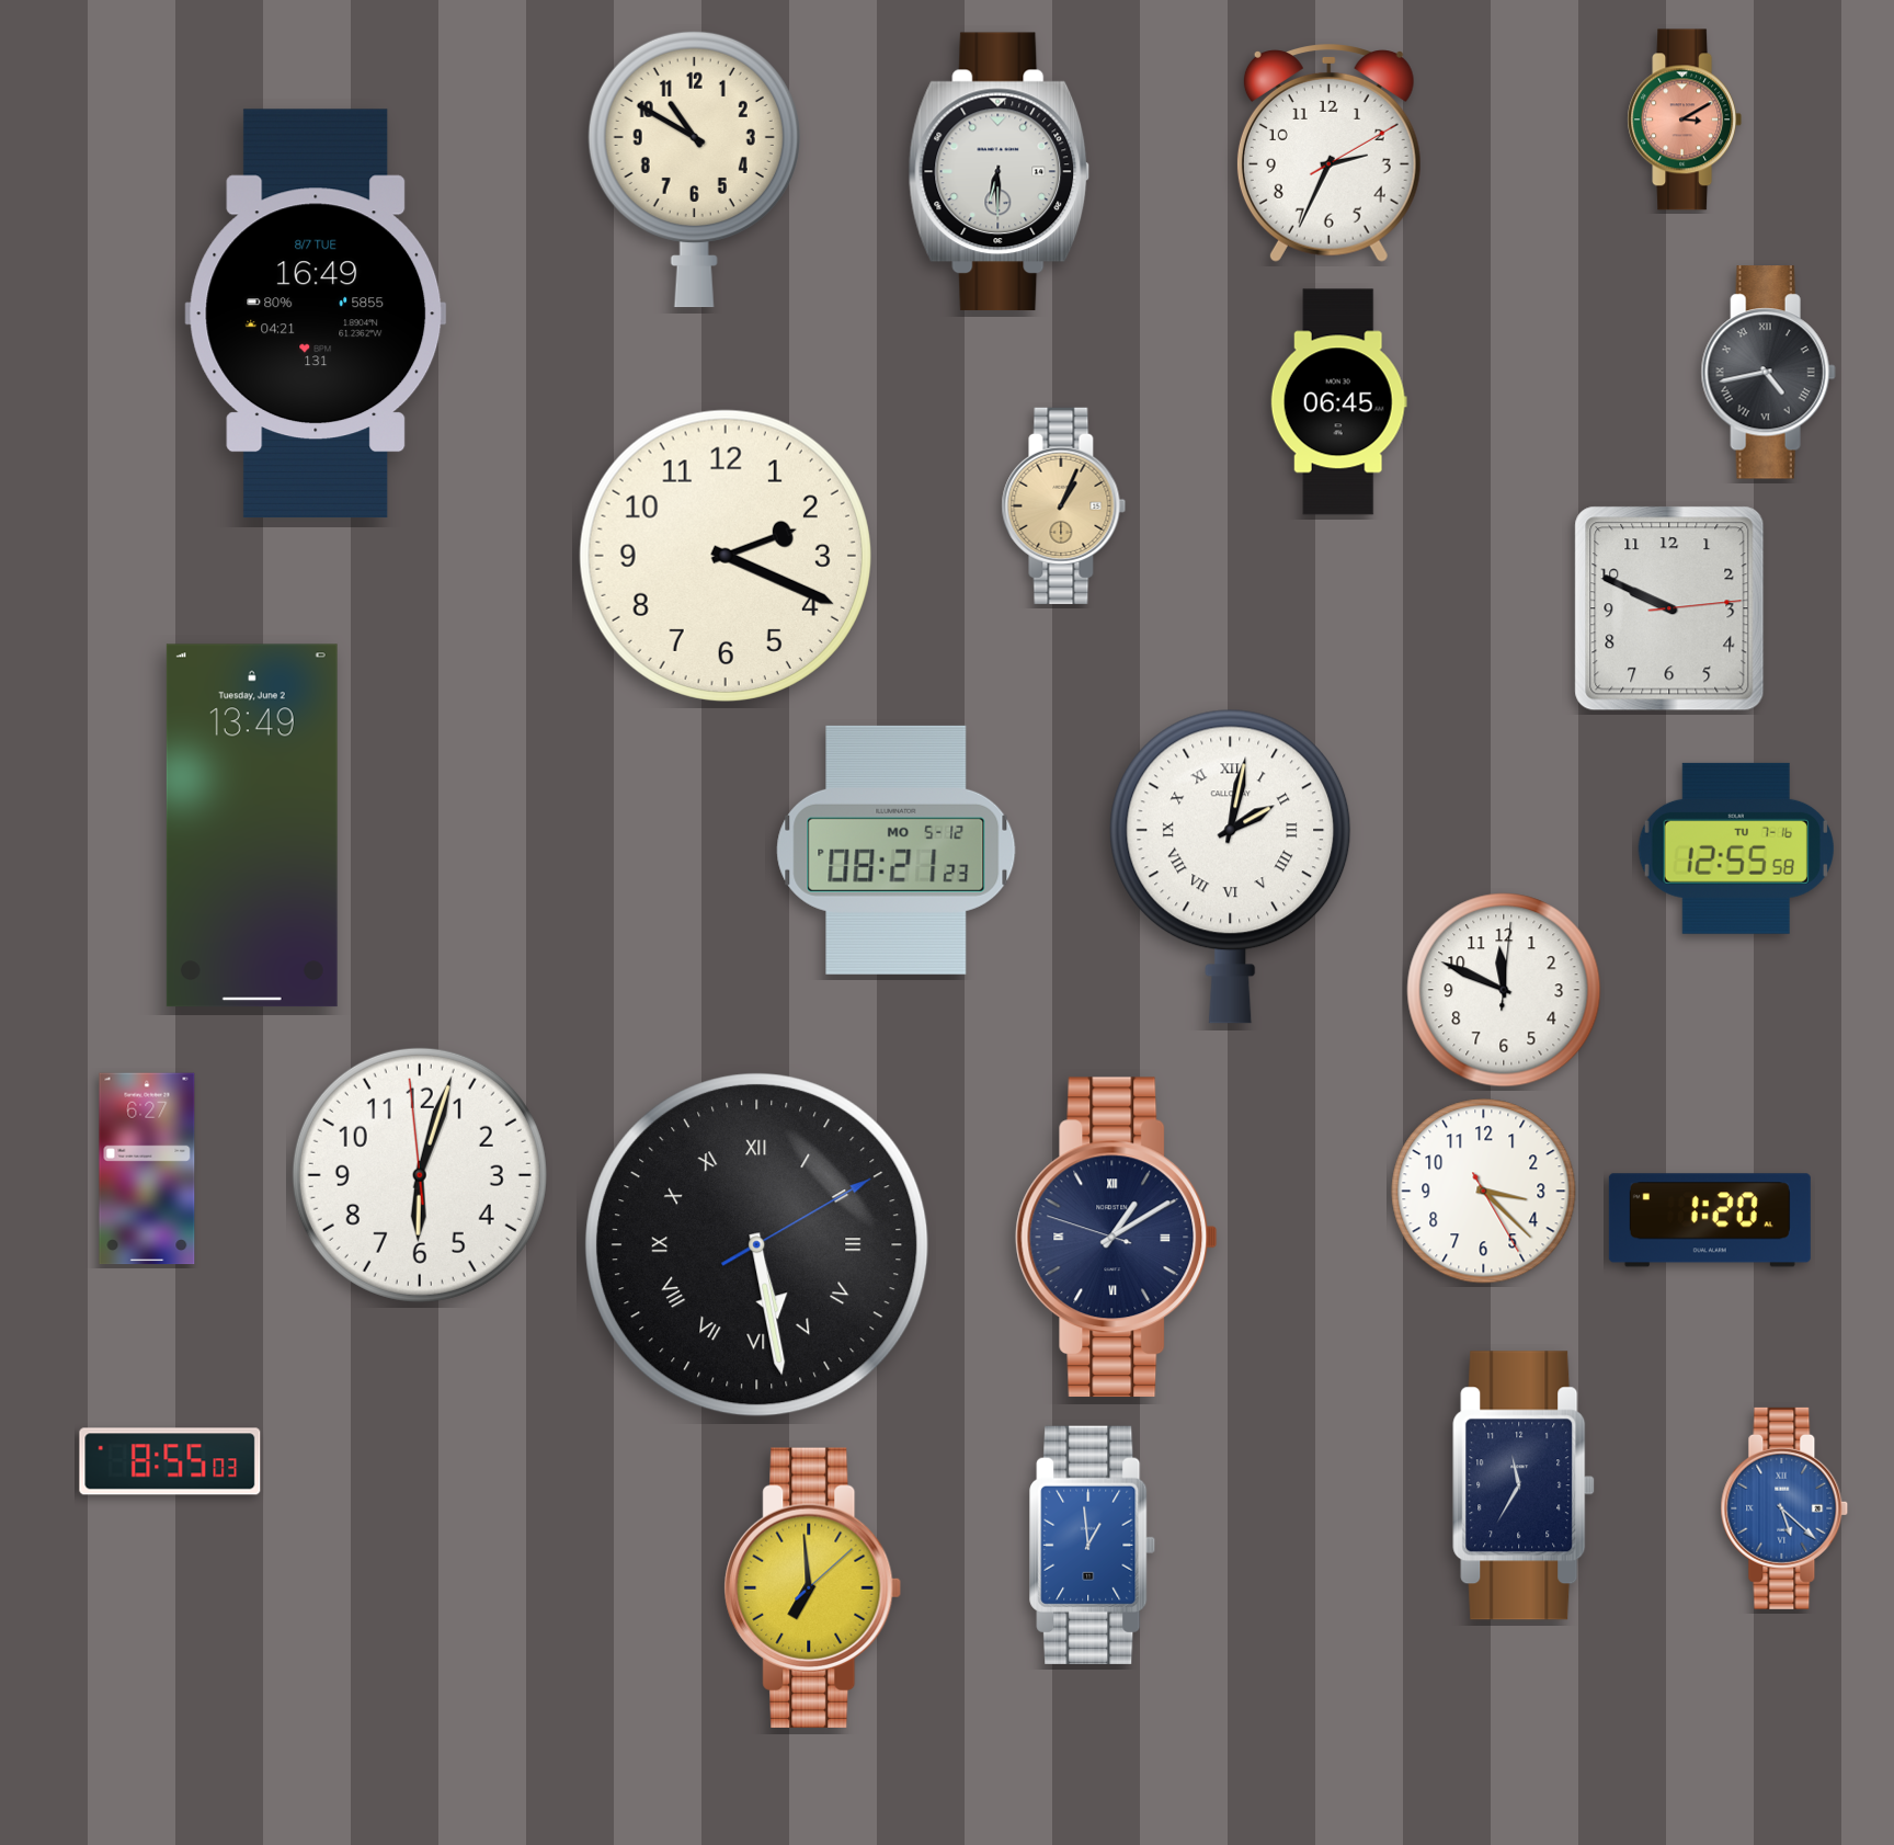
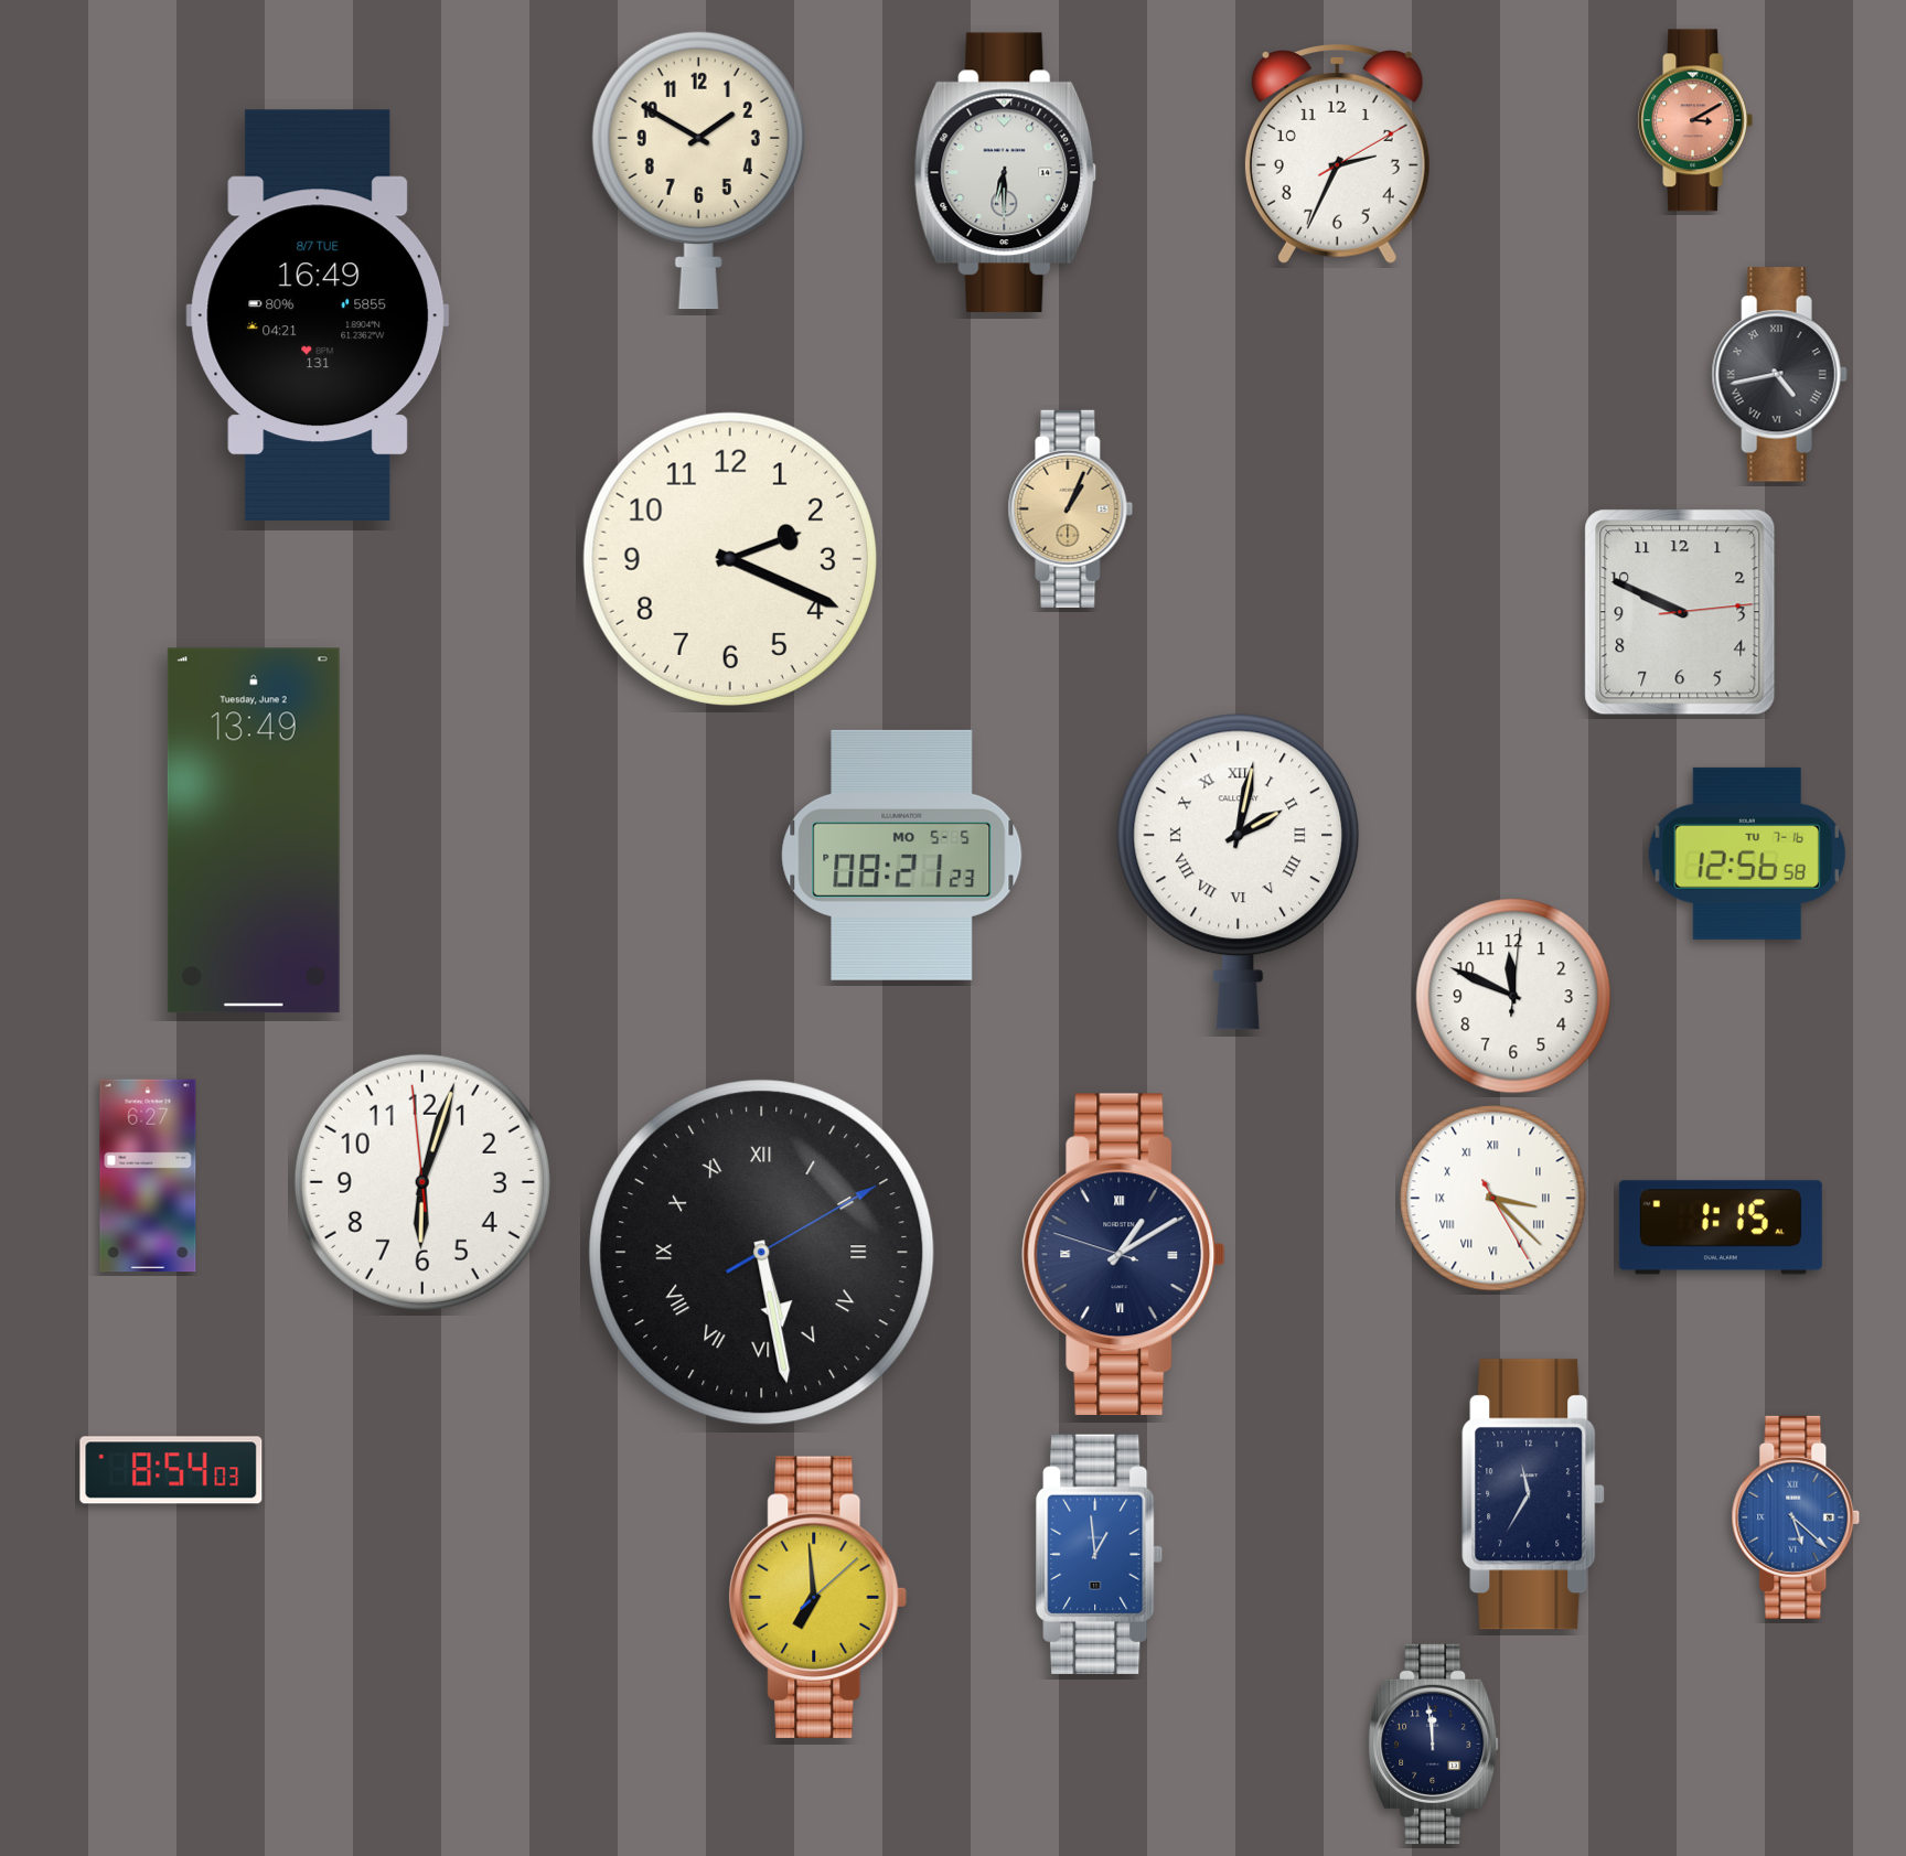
clock at (694, 169): 10:50 -> 1:50
clock at (1338, 402): 06:45 -> none
clock at (1736, 849): 12:55 -> 12:56
clock at (897, 850) date: MO 5-12 -> MO 5-5
clock at (1484, 1192) numerals: Arabic -> Roman
clock at (1710, 1220): 1:20 -> 1:15
clock at (1117, 1238) position: (1117, 1238) -> (1124, 1255)
clock at (170, 1461): 8:55 -> 8:54
clock at (1434, 1744): none -> 11:59
